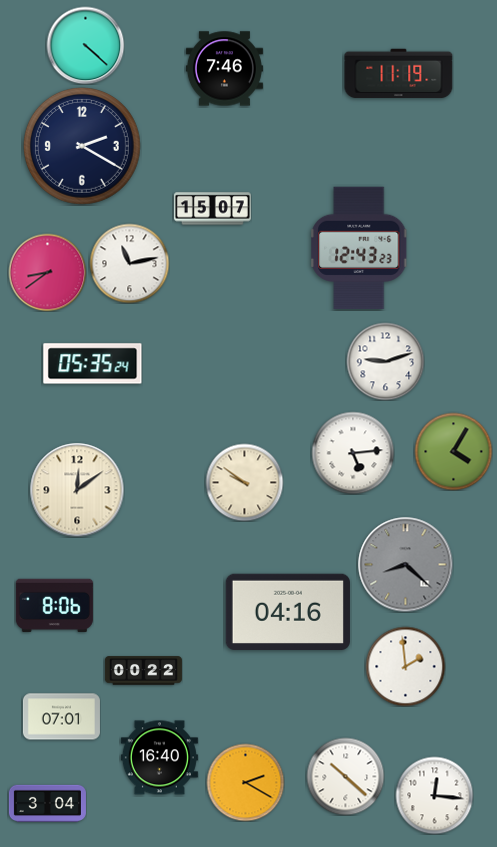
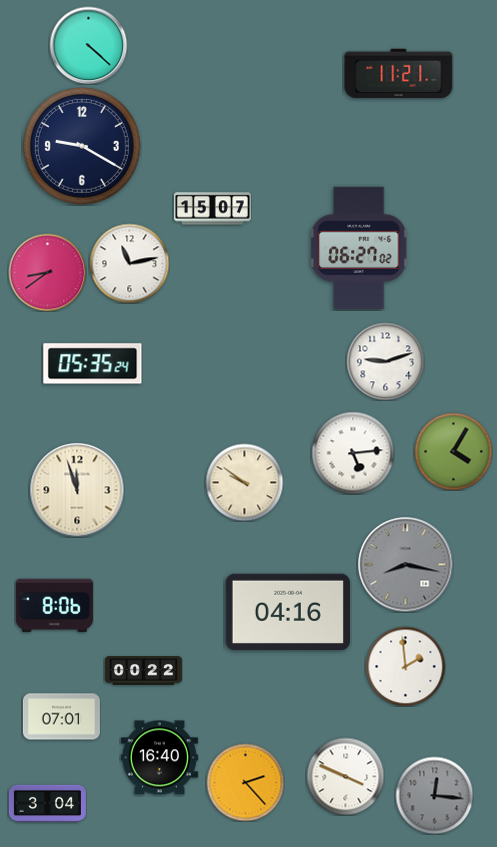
clock at (85, 45) position: (85, 45) -> (88, 45)
clock at (224, 69): 7:46 -> none
clock at (399, 74): 11:19 -> 11:21
clock at (83, 147): 2:20 -> 9:20
clock at (359, 247): 12:43 -> 06:27
clock at (77, 490): 12:09 -> 11:57
clock at (405, 564): 8:22 -> 8:17
clock at (345, 776): 10:22 -> 3:49
clock at (245, 782): 2:20 -> 2:23
clock at (434, 795) dial: white -> grey
